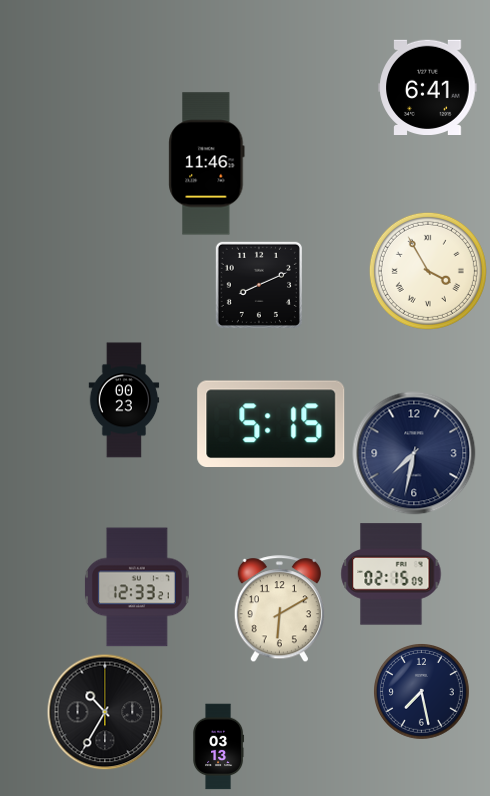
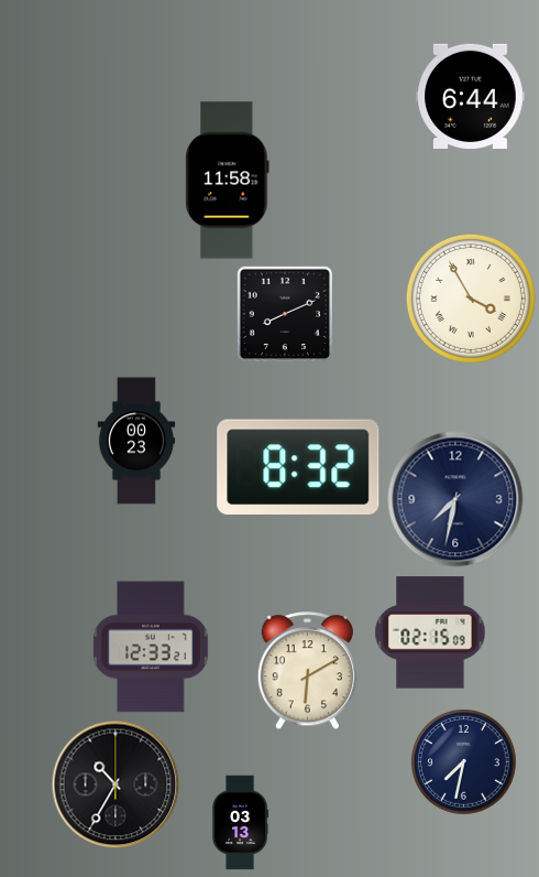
clock at (428, 87): 6:41 -> 6:44
clock at (207, 164): 11:46 -> 11:58
clock at (271, 423): 5:15 -> 8:32
clock at (422, 692): 7:28 -> 7:32
